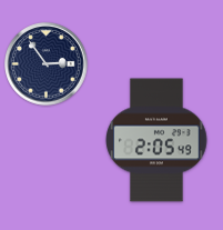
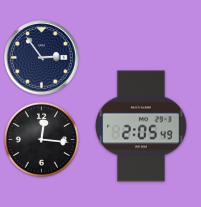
clock at (41, 139): none -> 12:16
